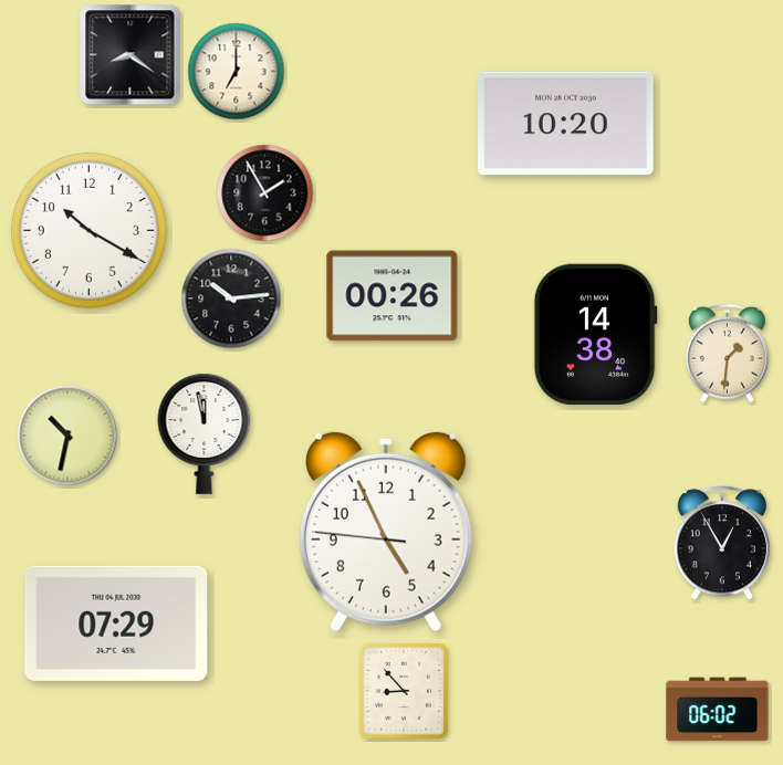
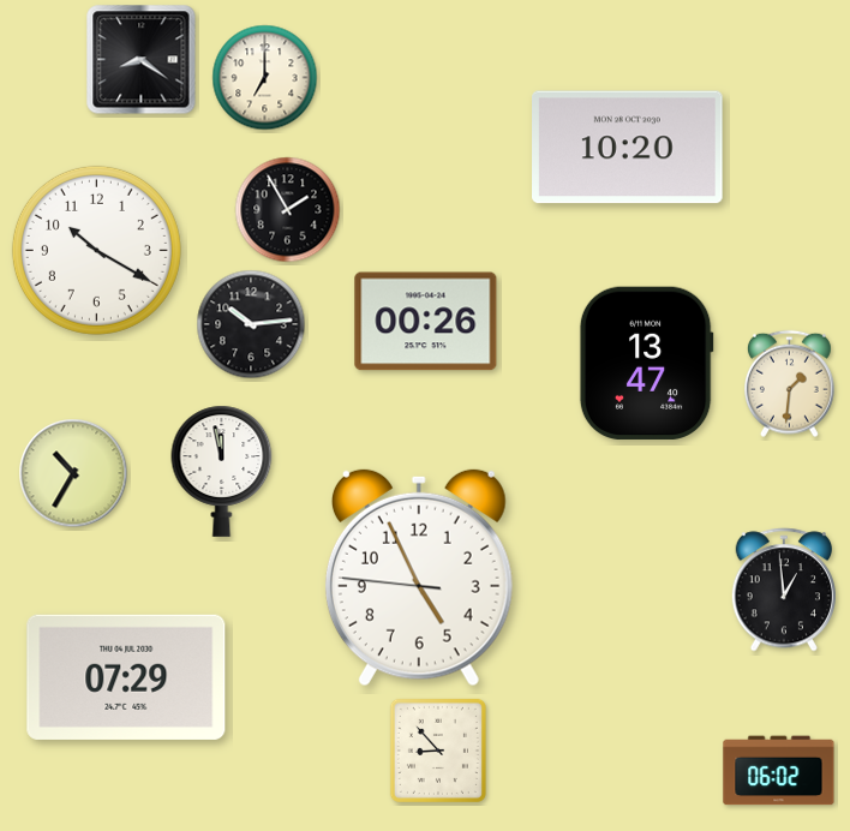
clock at (237, 72) position: (237, 72) -> (265, 78)
clock at (566, 124) position: (566, 124) -> (628, 148)
clock at (595, 334): 14:38 -> 13:47
clock at (67, 436): 10:32 -> 10:35
clock at (721, 543): 12:55 -> 12:59
